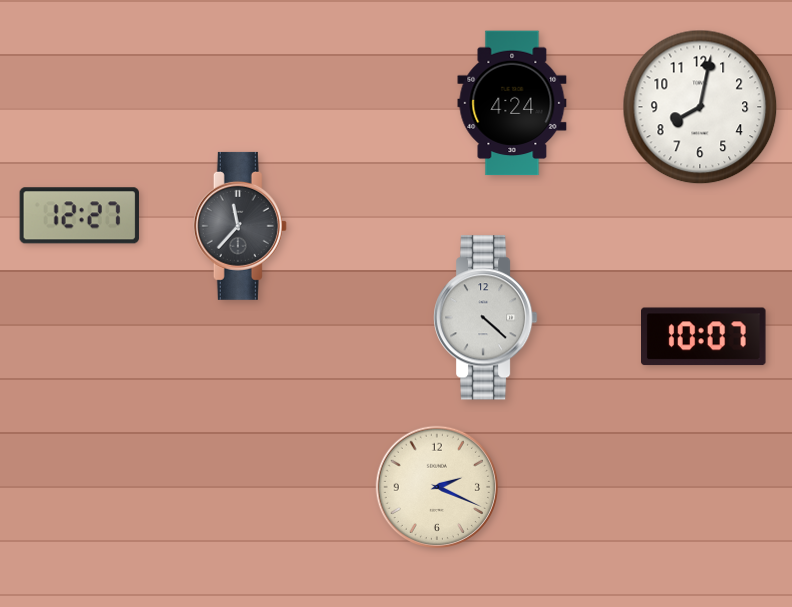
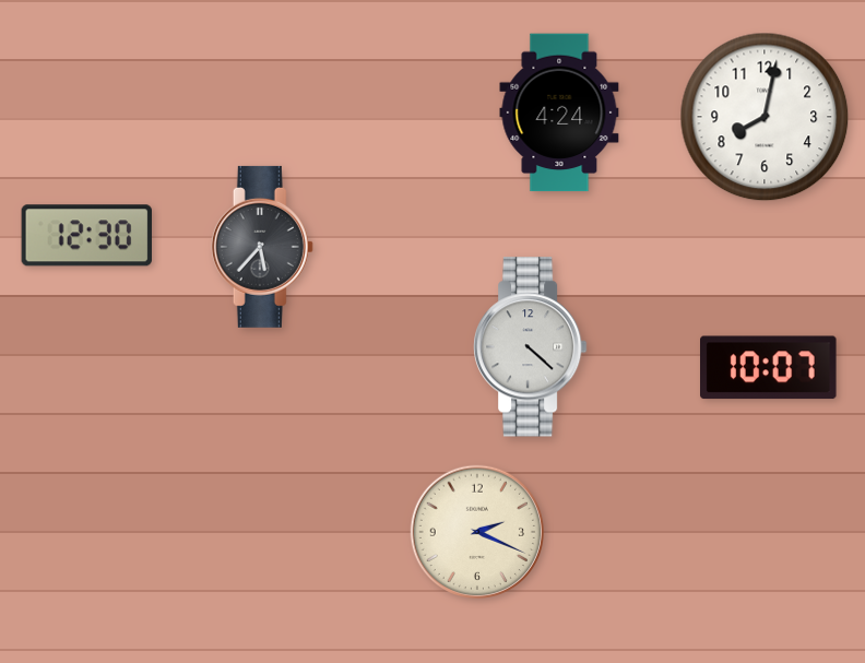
clock at (79, 216): 12:27 -> 12:30
clock at (240, 226): 11:37 -> 5:37
